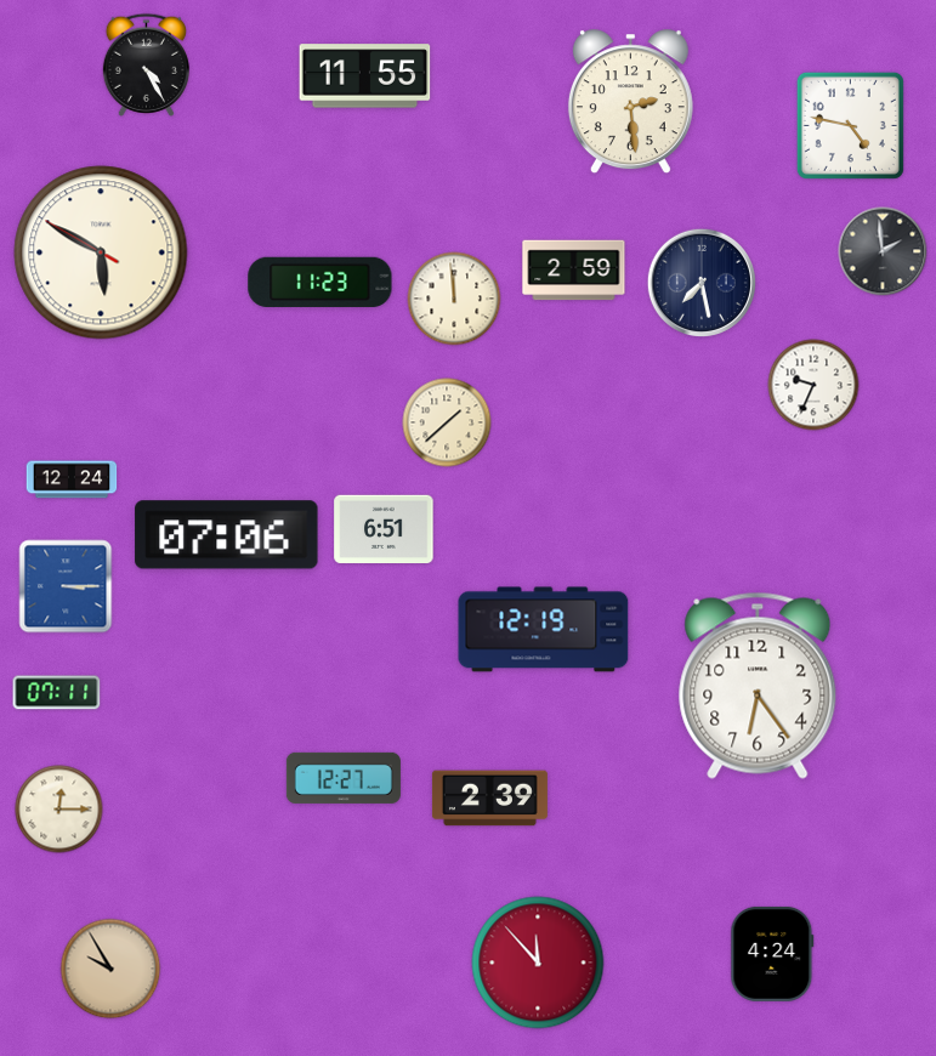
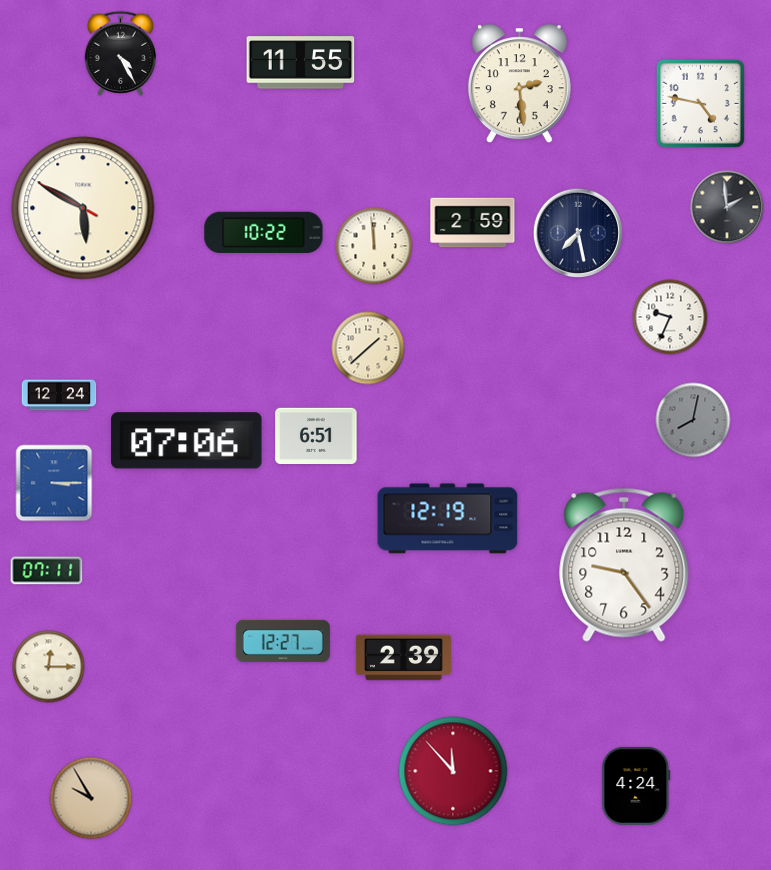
clock at (320, 282): 11:23 -> 10:22
clock at (693, 420): none -> 8:02
clock at (758, 686): 6:24 -> 9:24
clock at (538, 963) position: (538, 963) -> (453, 771)
